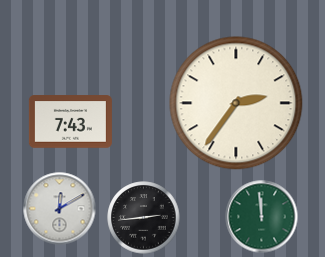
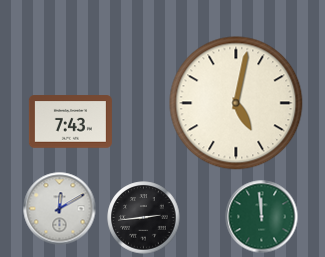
clock at (236, 103): 2:36 -> 5:02
